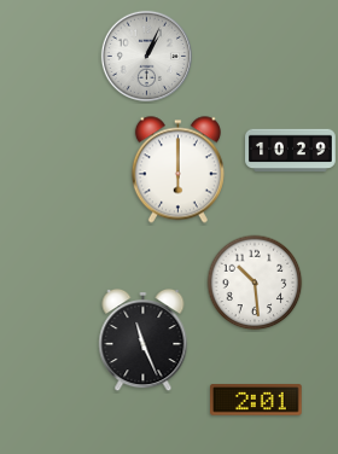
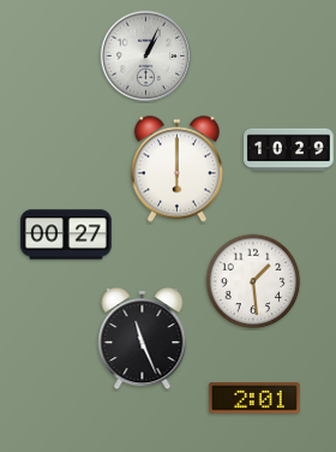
clock at (66, 234): none -> 00:27
clock at (255, 283): 10:29 -> 1:29
